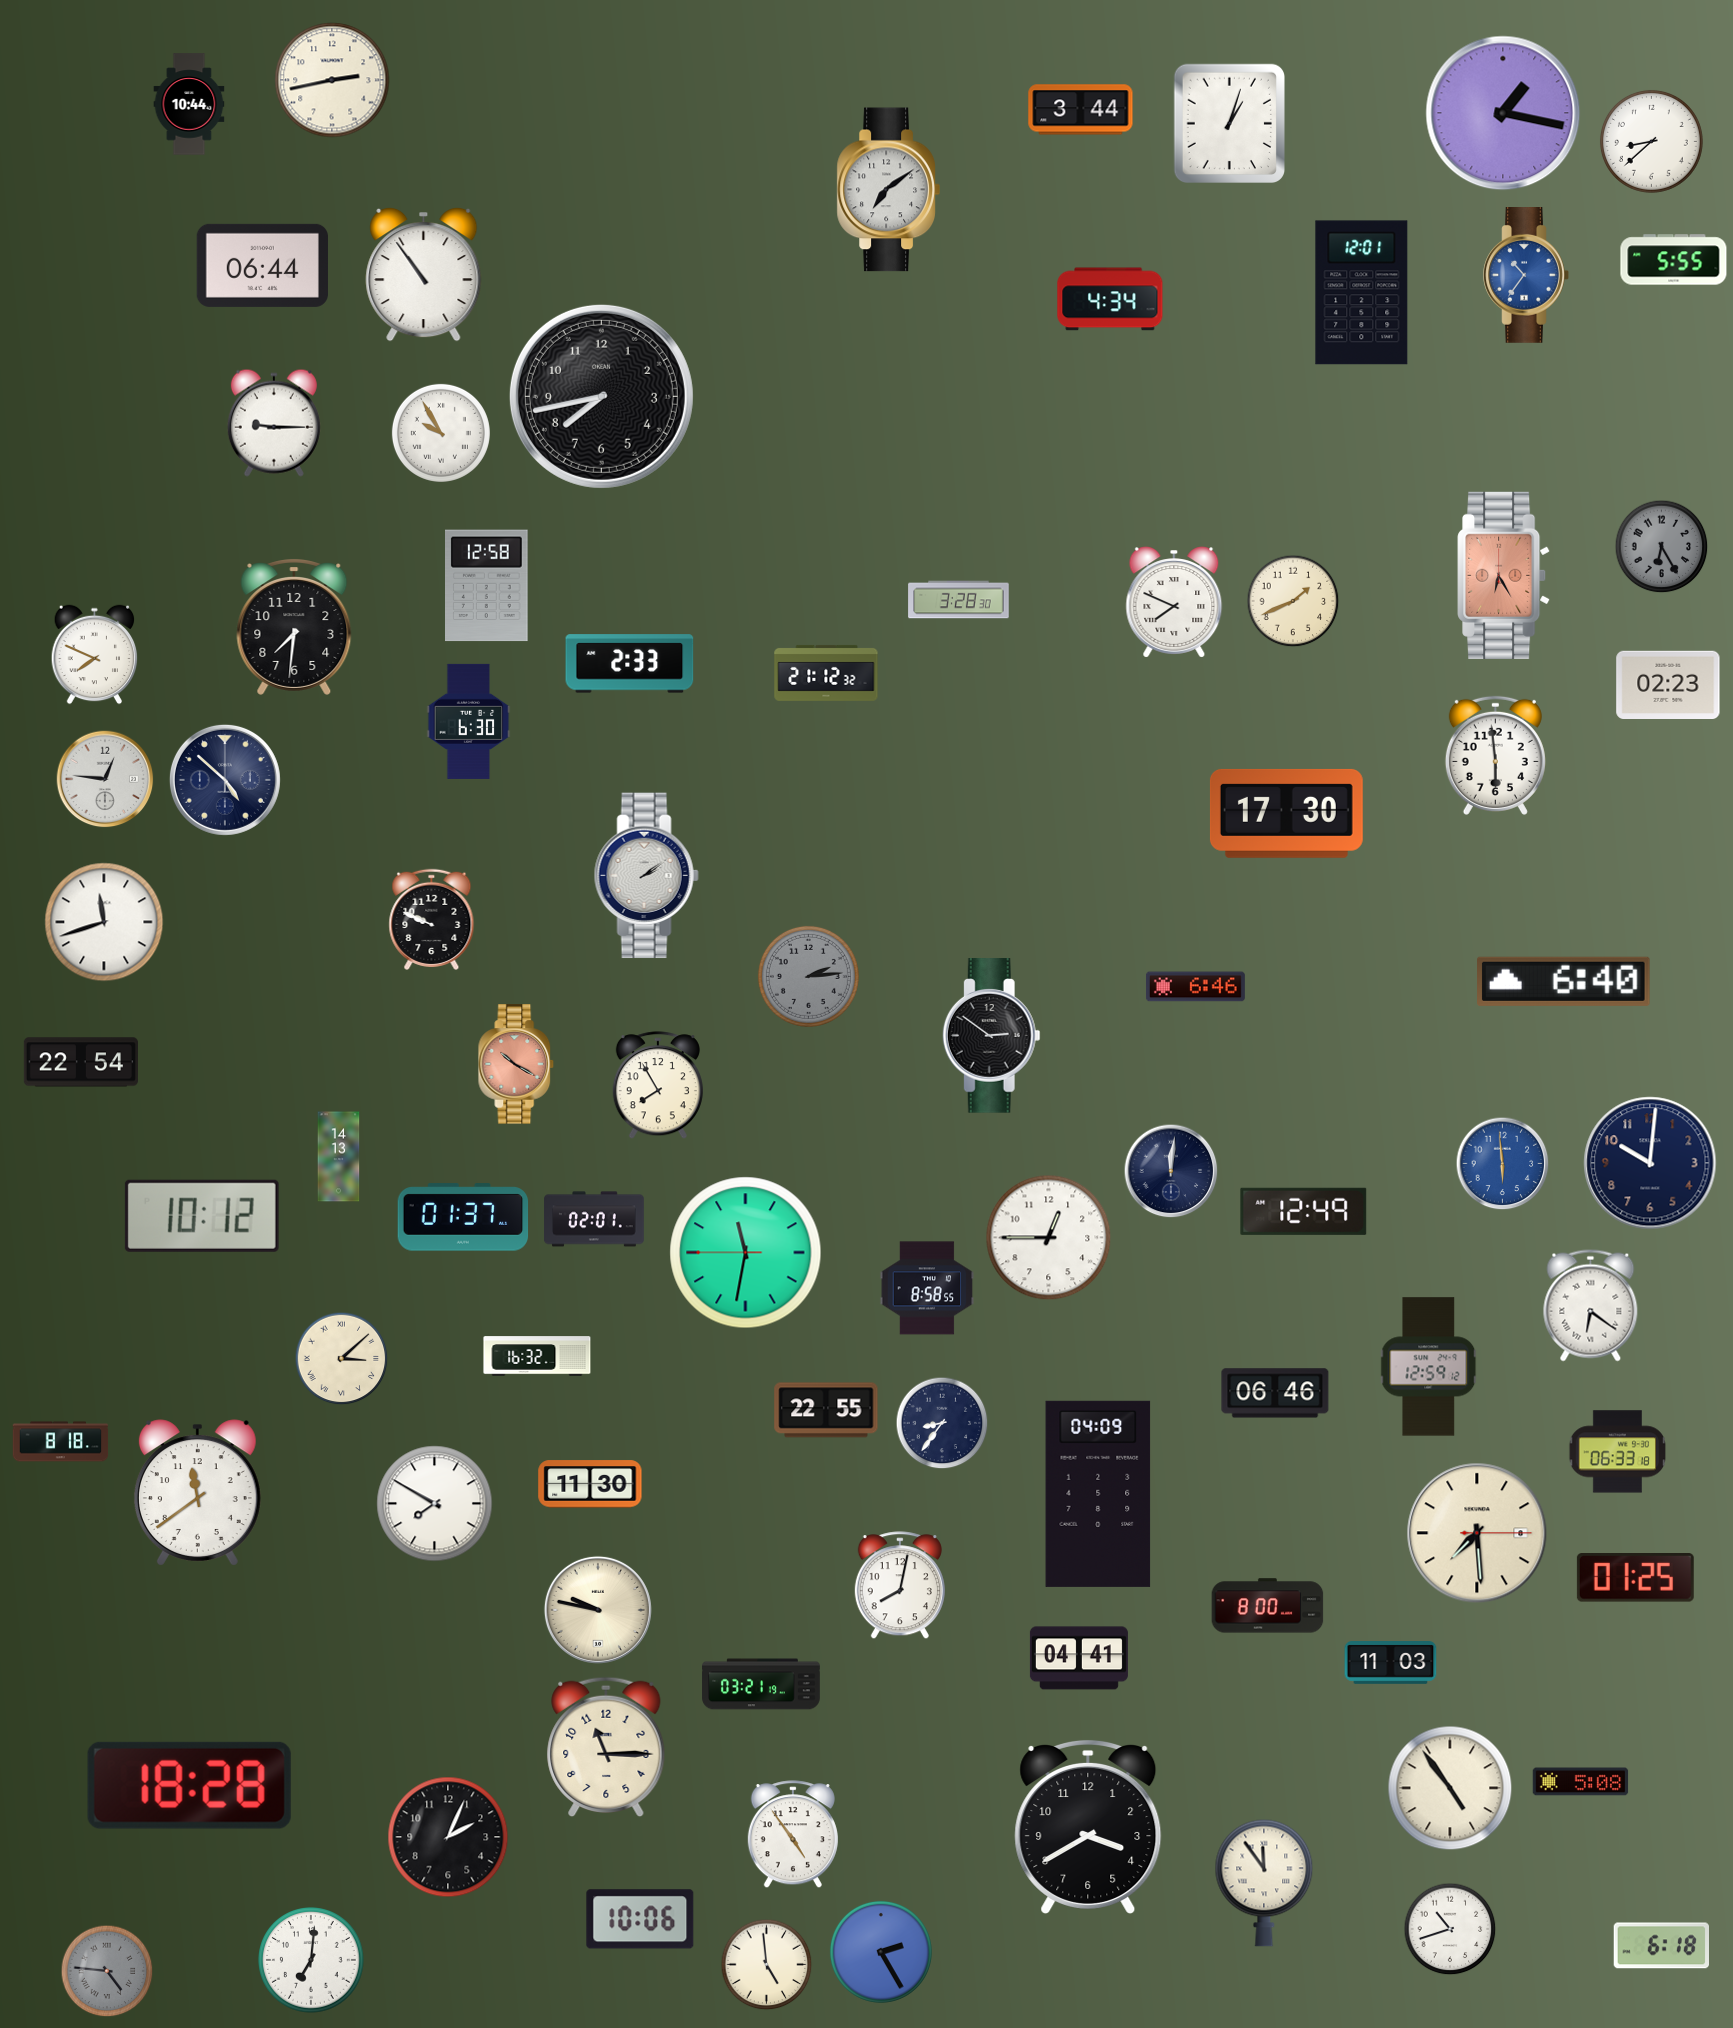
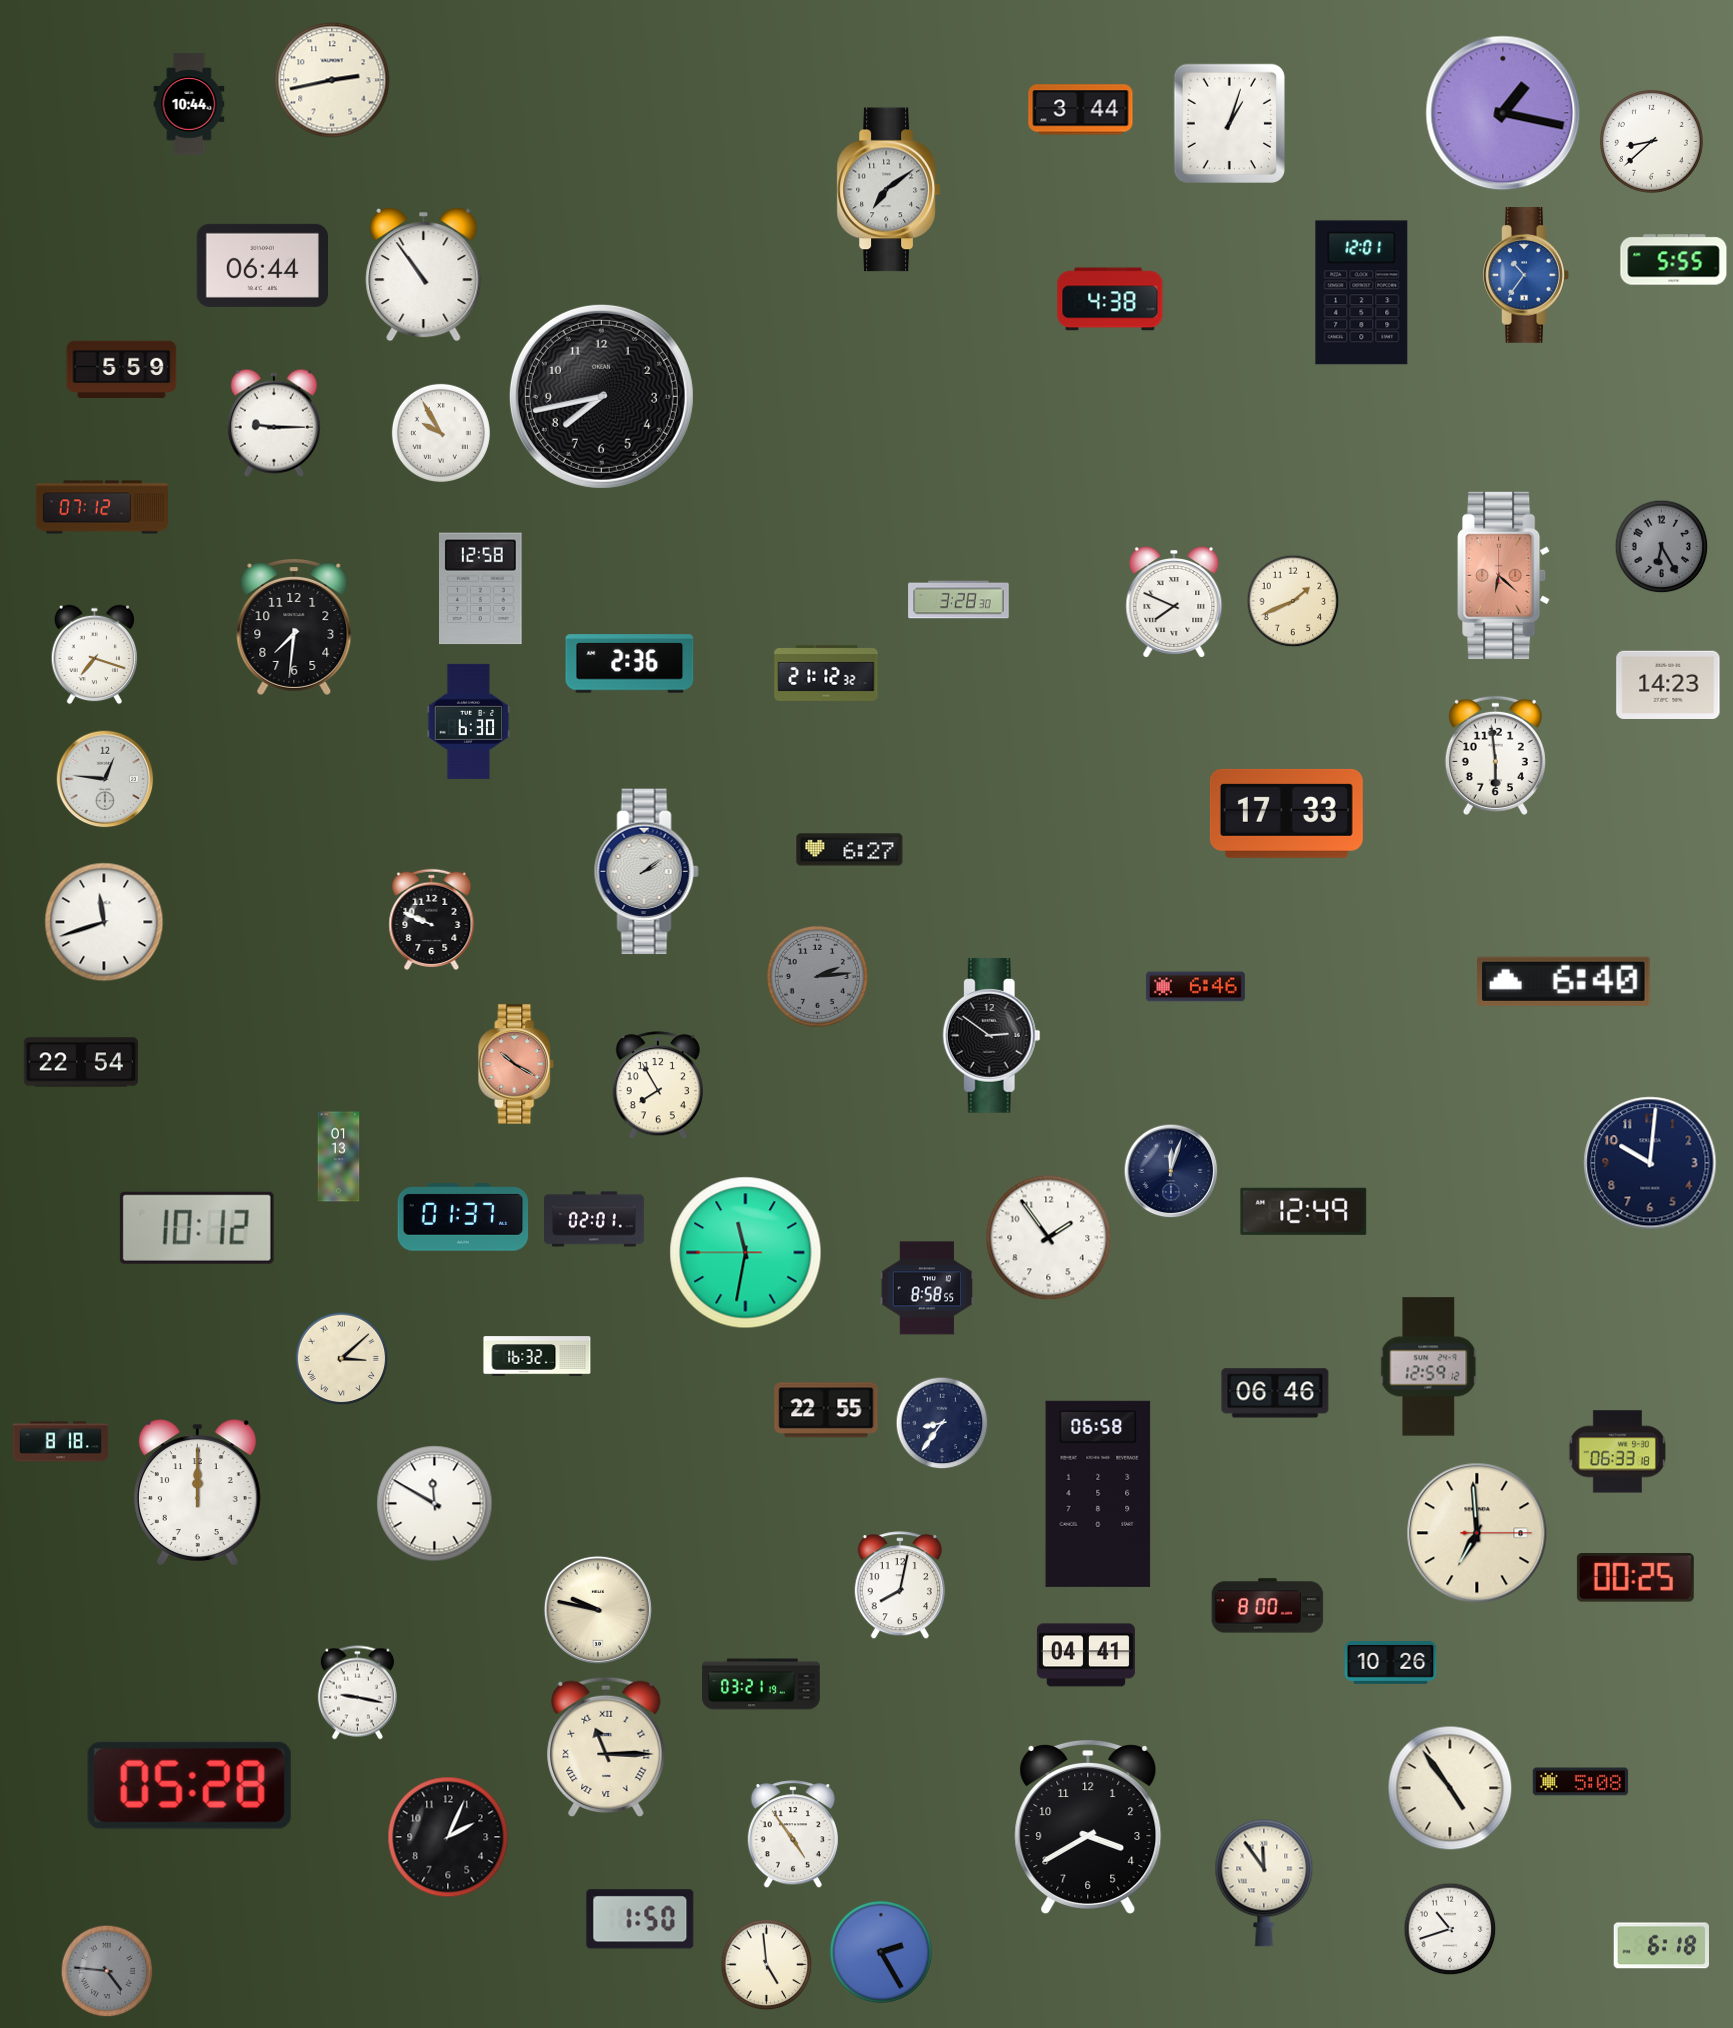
clock at (1110, 299): 4:34 -> 4:38
clock at (122, 369): none -> 5:59
clock at (101, 507): none -> 07:12
clock at (1504, 575): 6:25 -> 6:22
clock at (487, 586) position: (487, 586) -> (481, 589)
clock at (95, 655): 7:49 -> 7:18
clock at (630, 664): 2:33 -> 2:36
clock at (1668, 685): 02:23 -> 14:23
clock at (225, 780): 4:52 -> none
clock at (1286, 813): 17:30 -> 17:33
clock at (850, 850): none -> 6:27
clock at (646, 876) position: (646, 876) -> (646, 872)
clock at (808, 976) position: (808, 976) -> (817, 976)
clock at (339, 1157): 14:13 -> 01:13
clock at (1503, 1164): 5:59 -> none
clock at (1171, 1171): 12:01 -> 12:03
clock at (202, 1216) position: (202, 1216) -> (197, 1228)
clock at (1049, 1238): 12:45 -> 1:54
clock at (1591, 1306): 6:21 -> none
clock at (590, 1484): 11:30 -> none
clock at (197, 1493): 11:39 -> 12:00
clock at (1098, 1494): 04:09 -> 06:58
clock at (435, 1504): 7:50 -> 11:50
clock at (1477, 1533): 7:29 -> 6:59
clock at (1635, 1578): 01:25 -> 00:25
clock at (1079, 1658) position: (1079, 1658) -> (1086, 1655)
clock at (1391, 1663): 11:03 -> 10:26
clock at (357, 1693): none -> 9:17
clock at (606, 1747) numerals: Arabic -> Roman
clock at (189, 1785): 18:28 -> 05:28
clock at (640, 1919): 10:06 -> 1:50
clock at (311, 1960): 7:01 -> none
